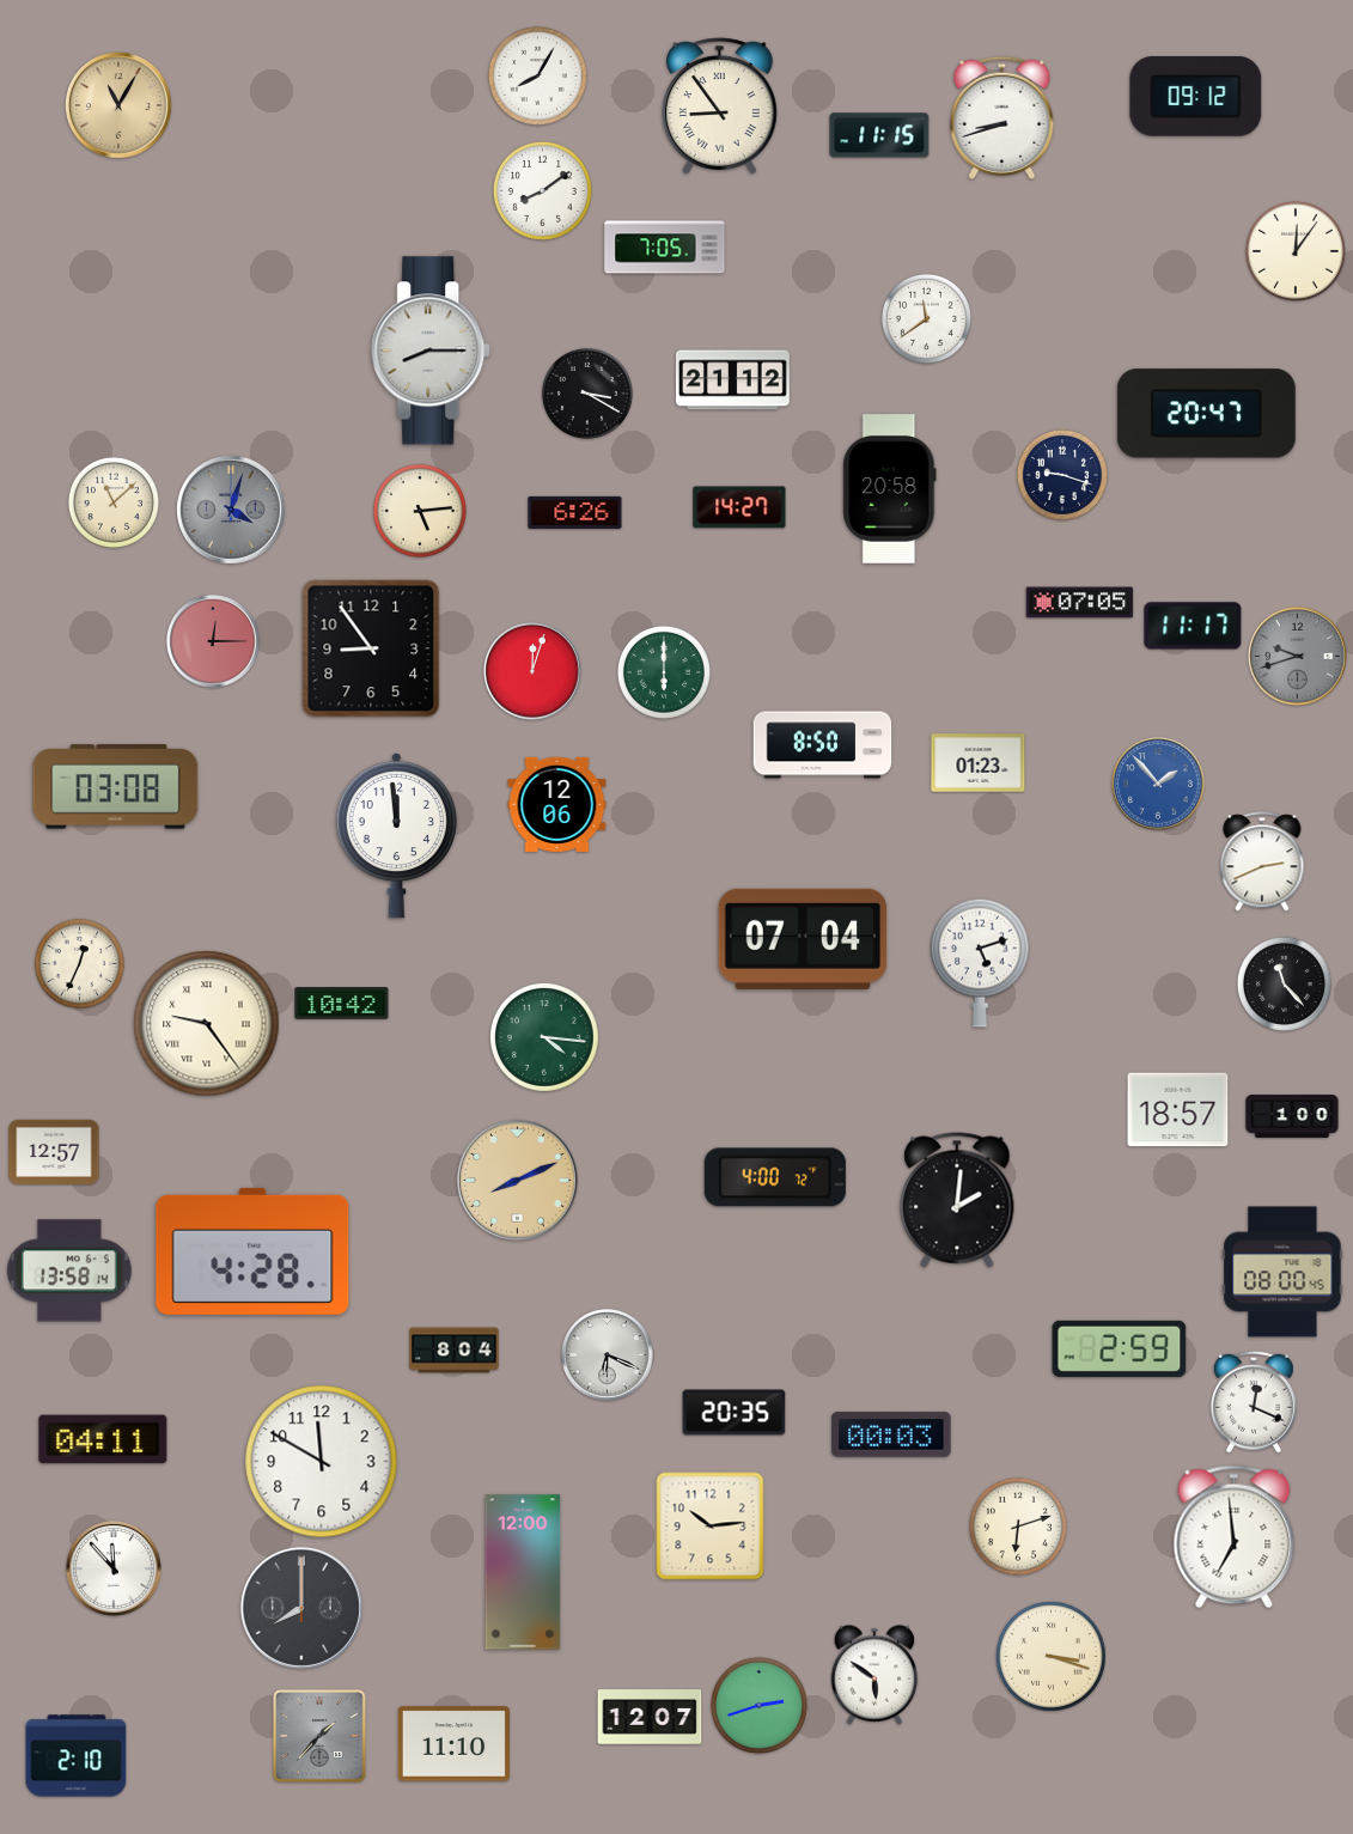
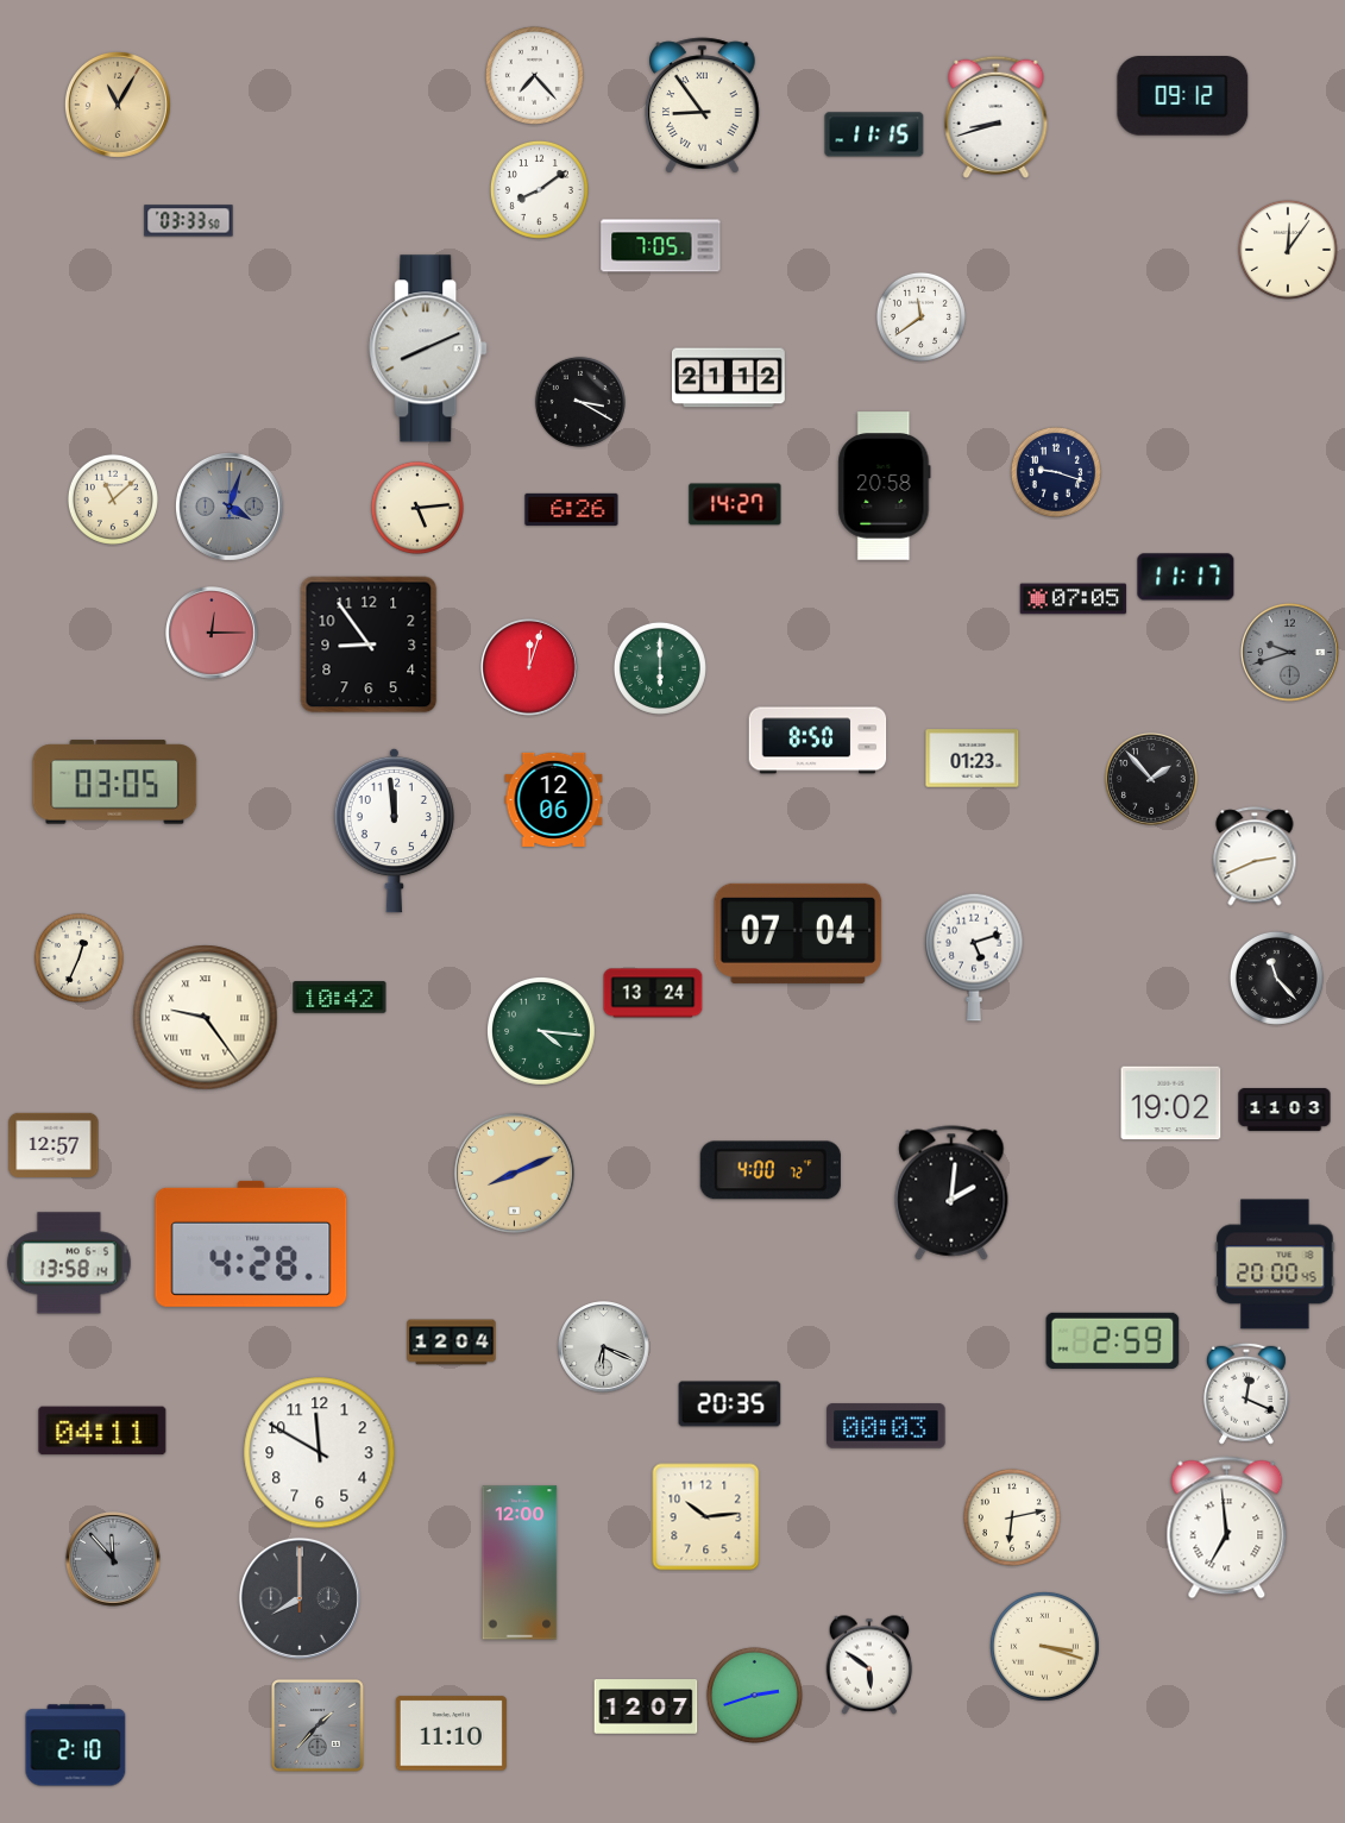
clock at (537, 75): 8:05 -> 7:23
clock at (1196, 97) position: (1196, 97) -> (1183, 96)
clock at (720, 106) position: (720, 106) -> (703, 106)
clock at (189, 221): none -> 03:33
clock at (432, 351): 8:15 -> 8:11
clock at (587, 394) position: (587, 394) -> (580, 402)
clock at (1206, 414): 20:47 -> none
clock at (1193, 626) position: (1193, 626) -> (1186, 577)
clock at (213, 641) position: (213, 641) -> (212, 633)
clock at (1158, 784) dial: blue -> black
clock at (116, 787): 03:08 -> 03:05
clock at (653, 993): none -> 13:24
clock at (1178, 1110): 18:57 -> 19:02
clock at (1292, 1116): 1:00 -> 11:03
clock at (1282, 1272): 08:00 -> 20:00
clock at (455, 1351): 8:04 -> 12:04
clock at (1018, 1527): 6:12 -> 6:13
clock at (114, 1568) dial: white -> grey
